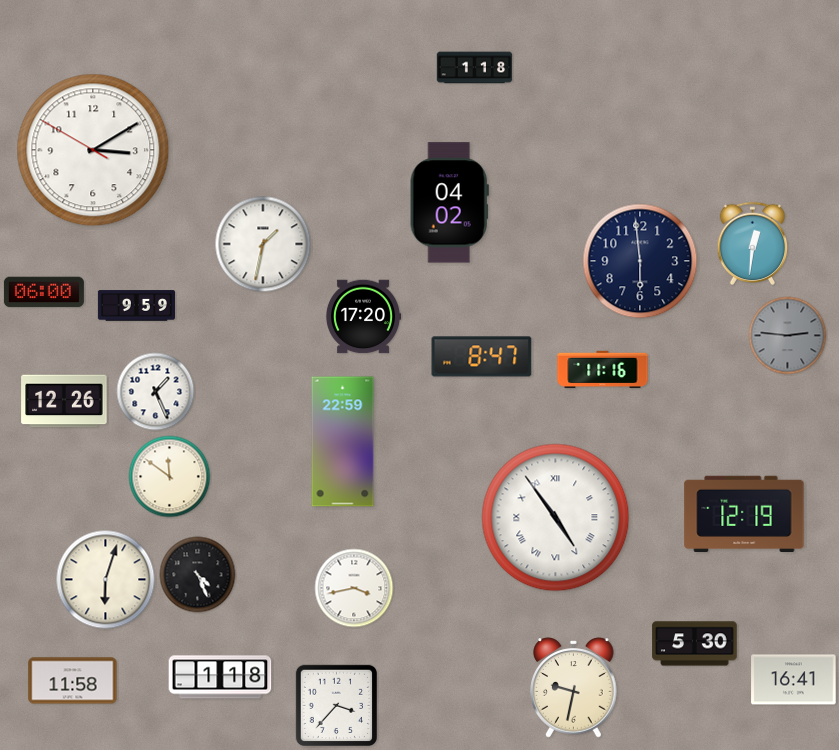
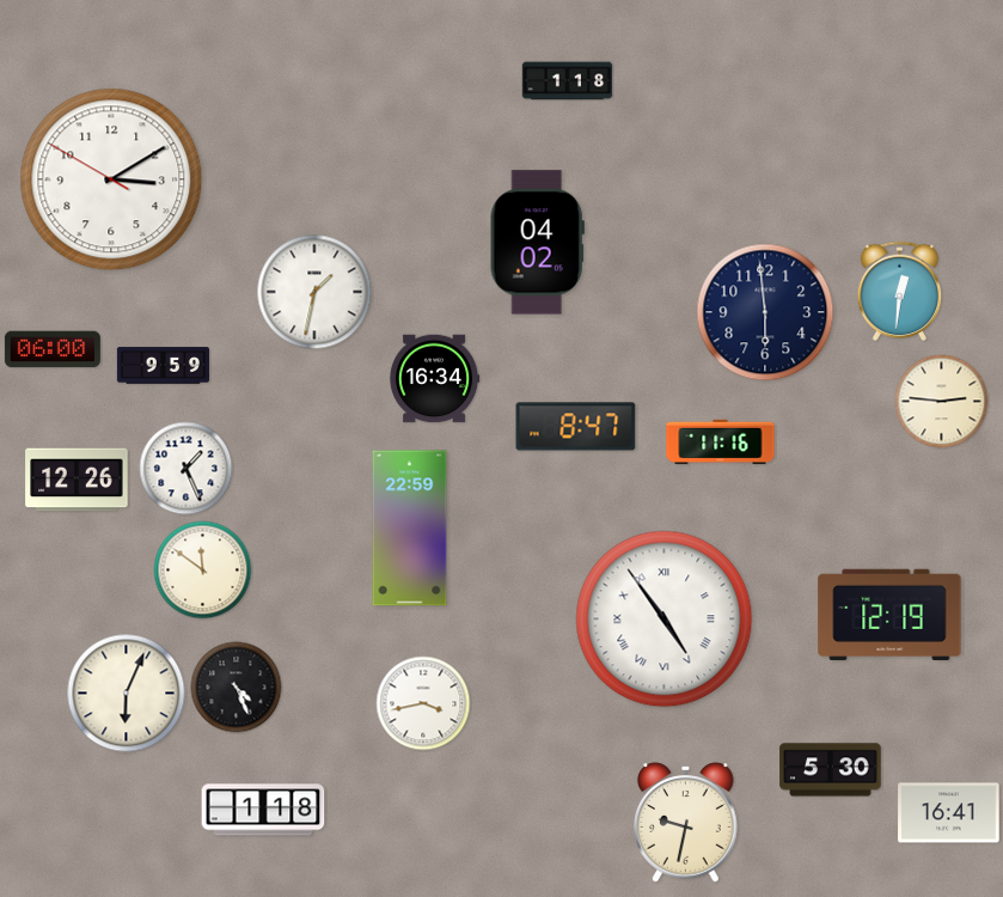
clock at (363, 317): 17:20 -> 16:34
clock at (788, 336) dial: grey -> cream
clock at (106, 580): 6:03 -> 6:04
clock at (73, 681): 11:58 -> none
clock at (336, 705): 3:37 -> none
